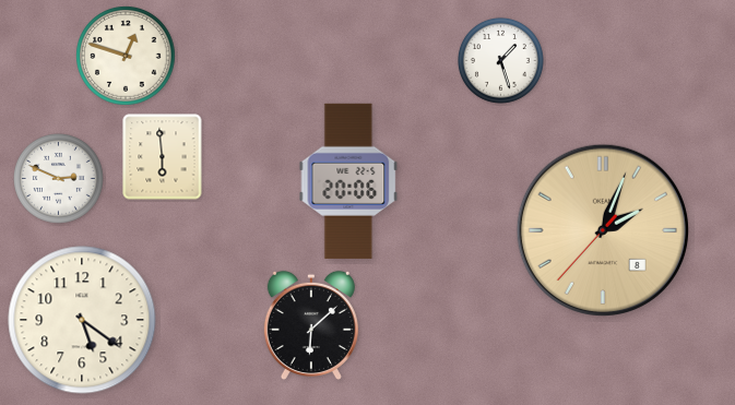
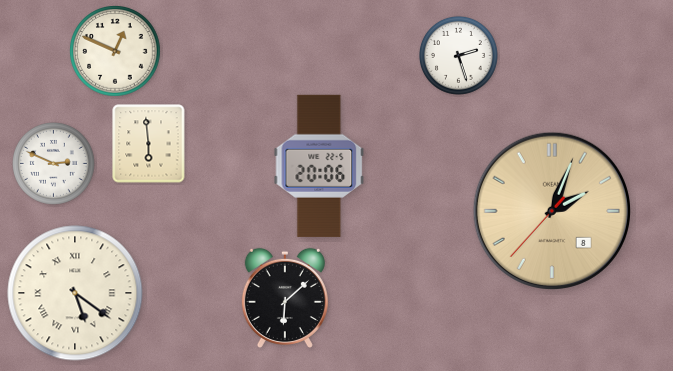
clock at (126, 56): 12:48 -> 12:49
clock at (500, 60): 1:27 -> 2:27
clock at (82, 320) numerals: Arabic -> Roman
